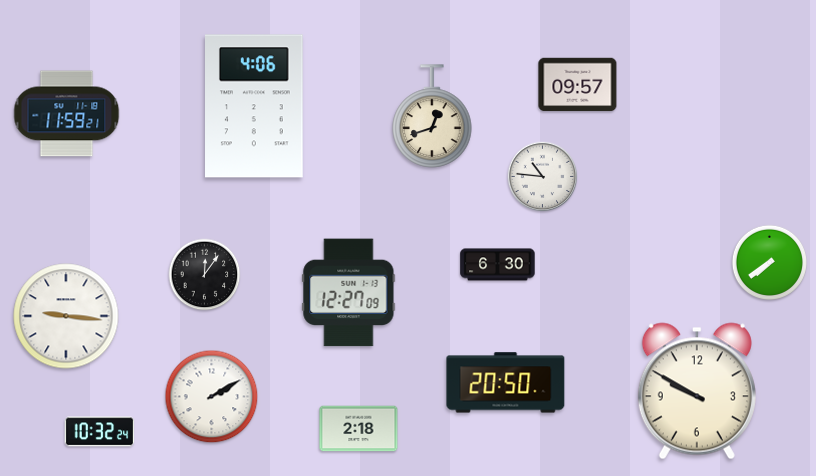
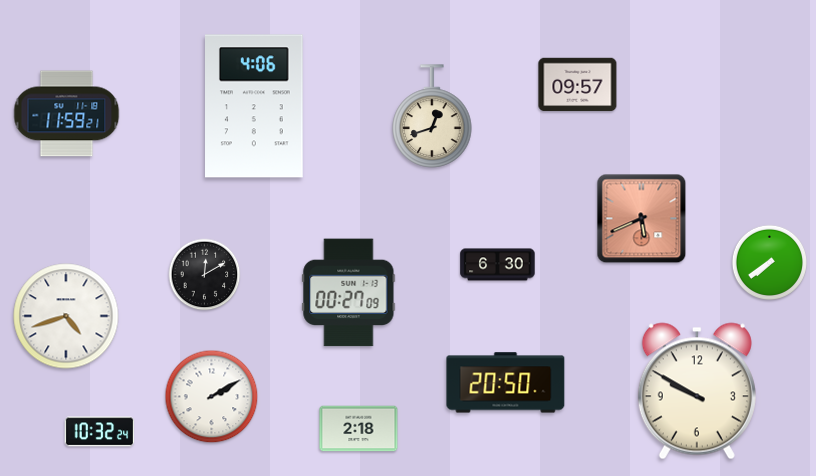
clock at (543, 177): 10:46 -> none
clock at (642, 219): none -> 5:41
clock at (205, 275): 12:06 -> 12:10
clock at (349, 293): 12:27 -> 00:27
clock at (66, 316): 9:16 -> 4:42
